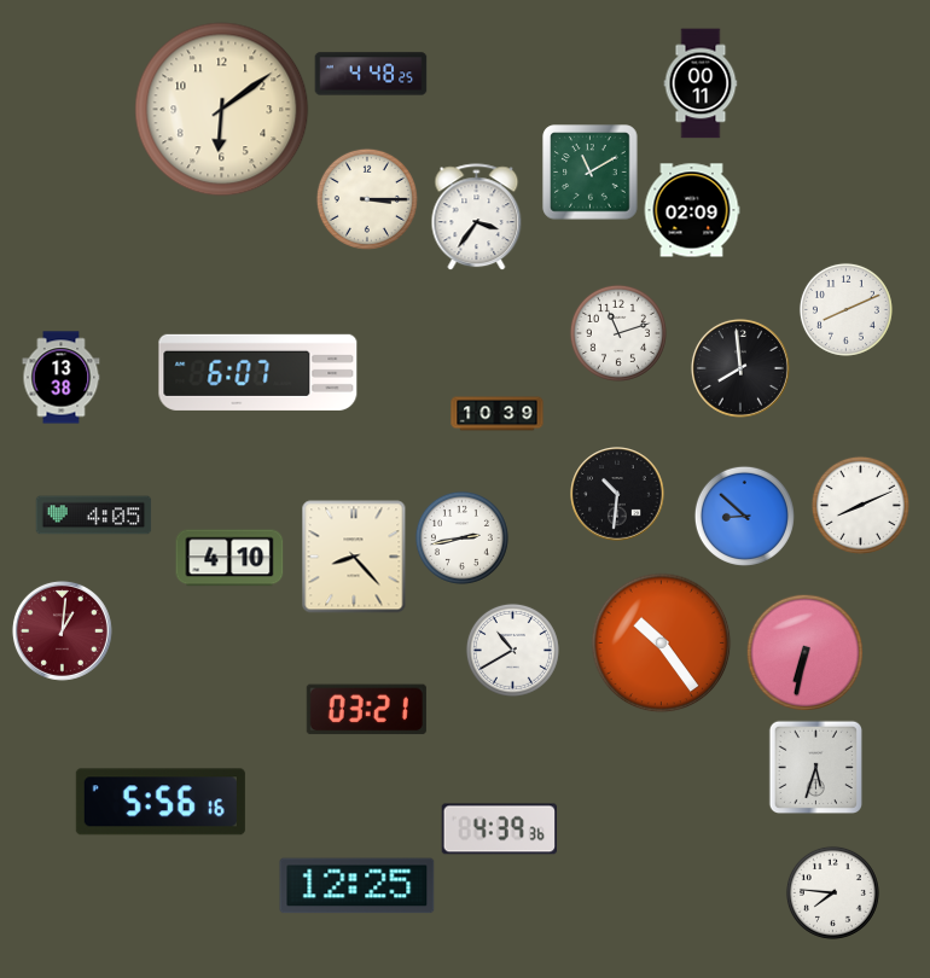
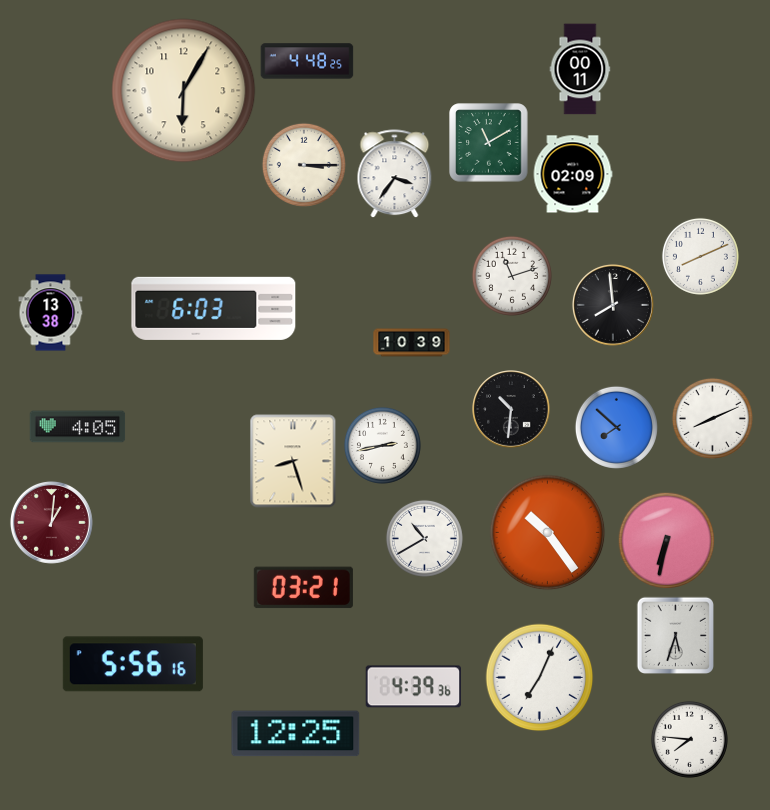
clock at (222, 110): 6:09 -> 6:05
clock at (477, 217) position: (477, 217) -> (395, 174)
clock at (258, 372): 6:07 -> 6:03
clock at (744, 516): 8:52 -> 7:52
clock at (354, 557): 8:23 -> 8:27
clock at (229, 558): 4:10 -> none
clock at (540, 678): none -> 7:04
